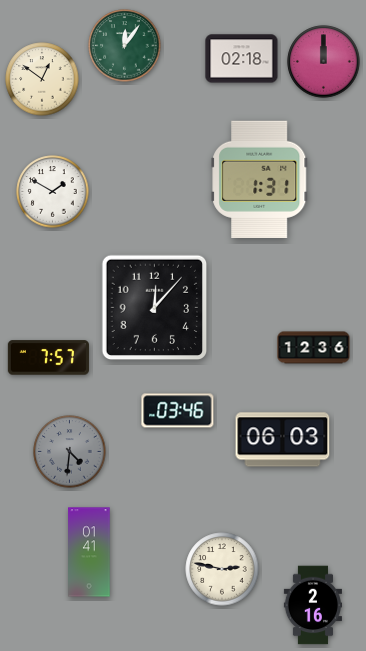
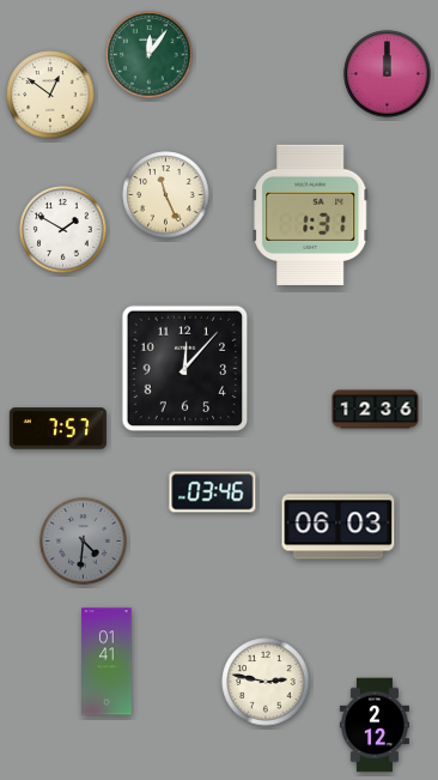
clock at (242, 59): 02:18 -> none
clock at (166, 195): none -> 11:26
clock at (314, 348) position: (314, 348) -> (376, 410)
clock at (313, 605): 2:16 -> 2:12
